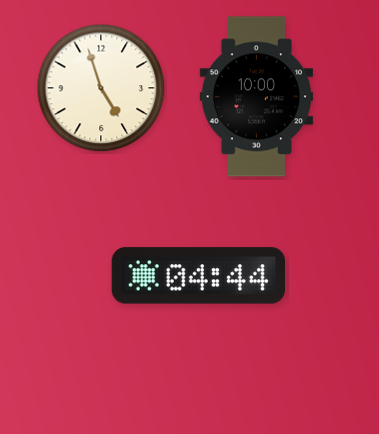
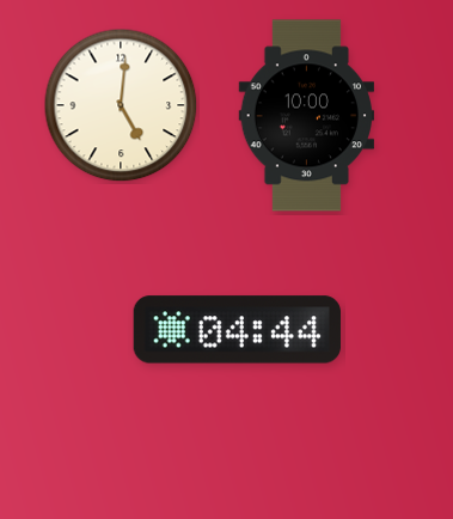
clock at (101, 88): 4:57 -> 5:01
